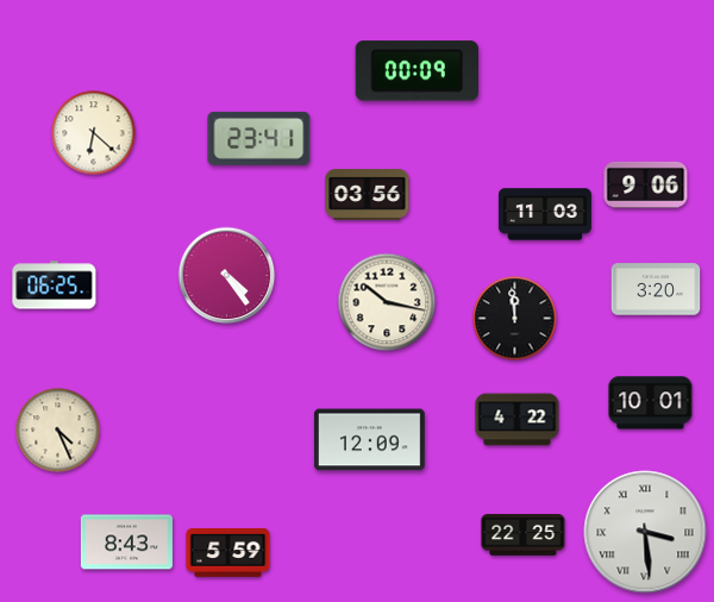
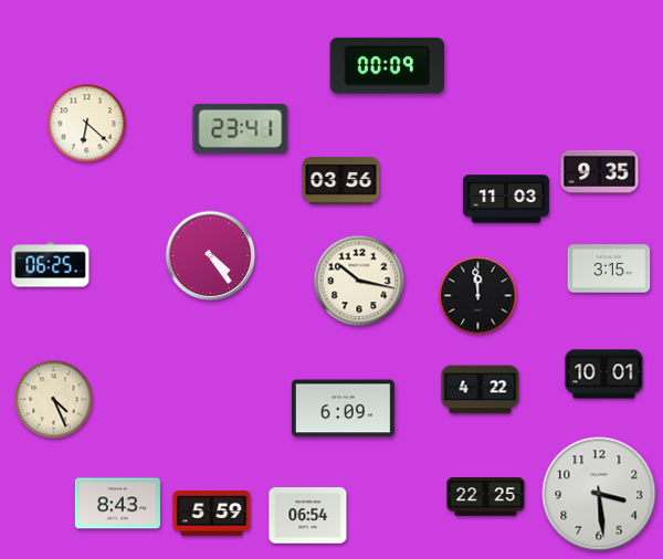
clock at (646, 184): 9:06 -> 9:35
clock at (656, 289): 3:20 -> 3:15
clock at (369, 440): 12:09 -> 6:09
clock at (645, 532) numerals: Roman -> Arabic
clock at (308, 516): none -> 06:54
